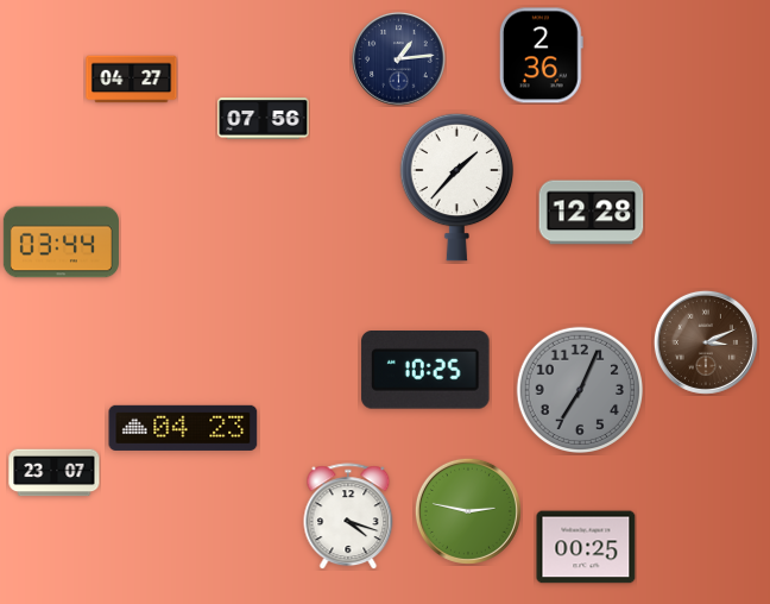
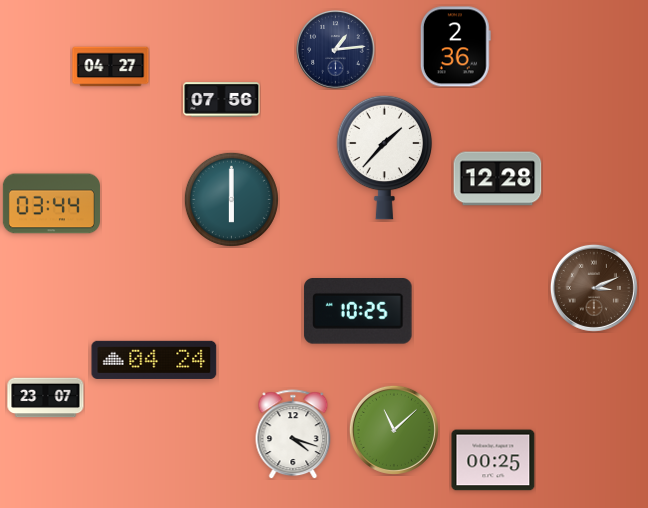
clock at (231, 199): none -> 6:00
clock at (579, 389): 7:04 -> none
clock at (183, 428): 04:23 -> 04:24
clock at (468, 511): 2:47 -> 11:08
